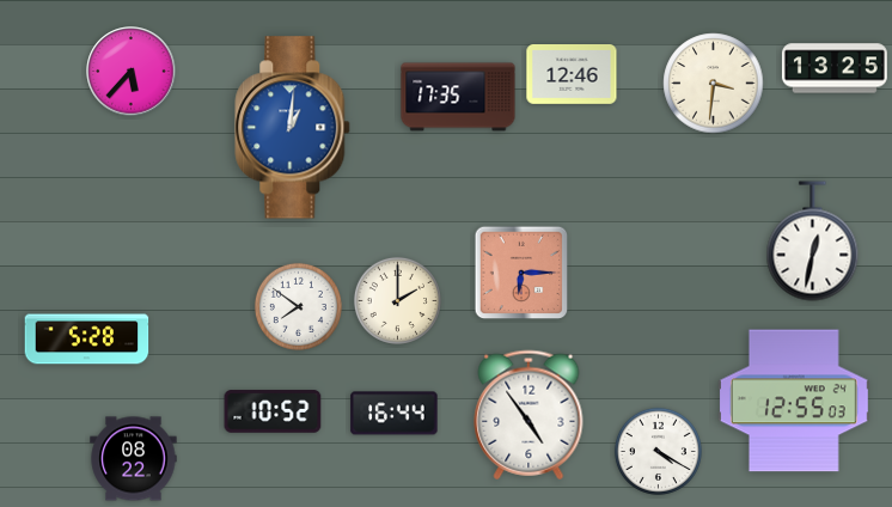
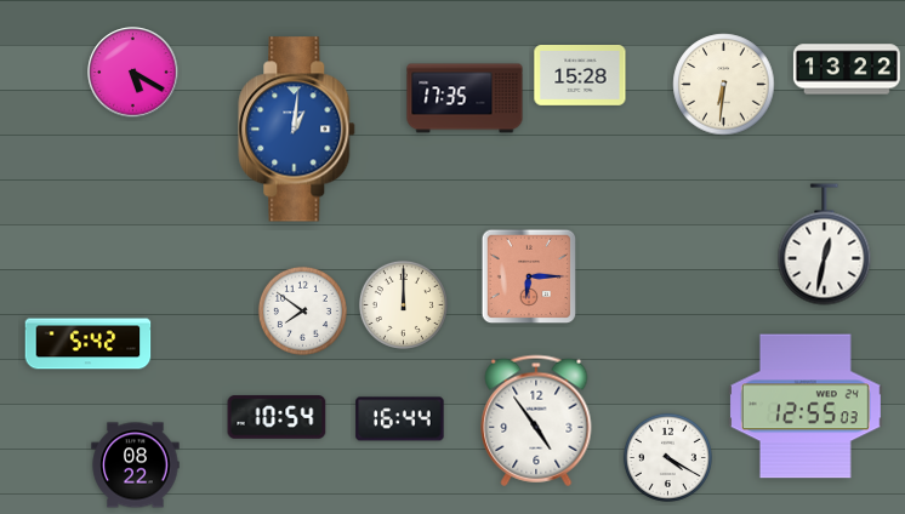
clock at (835, 68): 13:25 -> 13:22
clock at (132, 72): 5:37 -> 5:20
clock at (572, 75): 12:46 -> 15:28
clock at (714, 84): 3:31 -> 6:31
clock at (397, 300): 2:00 -> 12:00
clock at (87, 340): 5:28 -> 5:42
clock at (273, 411): 10:52 -> 10:54
